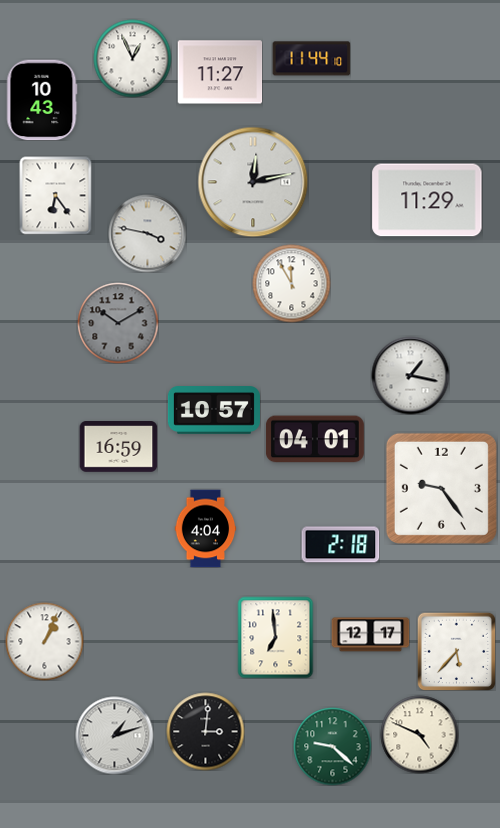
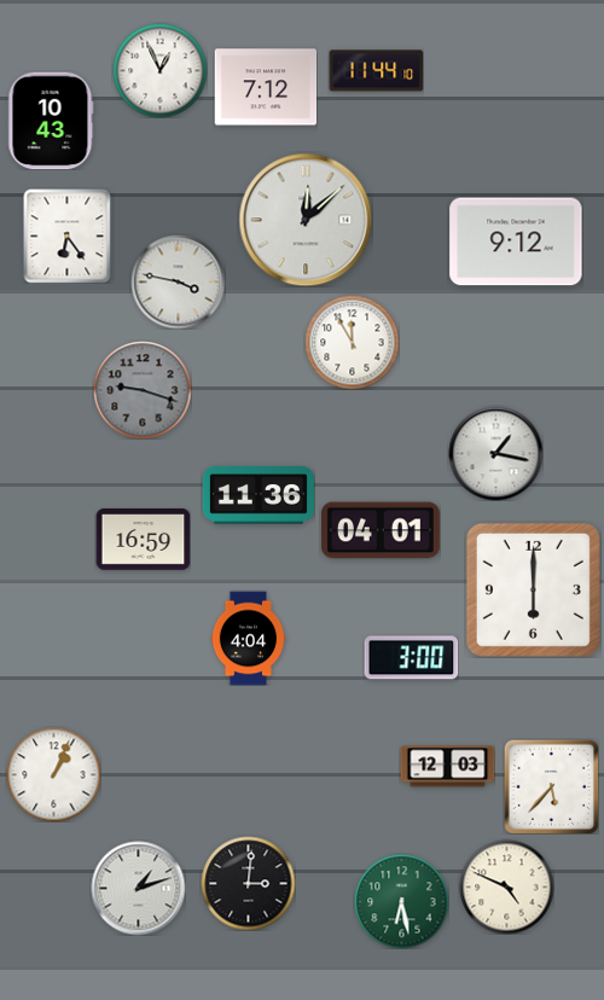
clock at (220, 72): 11:27 -> 7:12
clock at (253, 182): 12:13 -> 12:08
clock at (427, 200): 11:29 -> 9:12
clock at (118, 323): 10:10 -> 9:18
clock at (214, 410): 10:57 -> 11:36
clock at (441, 488): 9:24 -> 6:00
clock at (340, 545): 2:18 -> 3:00
clock at (370, 635): 12:17 -> 12:03
clock at (276, 637): 6:59 -> none
clock at (332, 746): 9:22 -> 6:28
